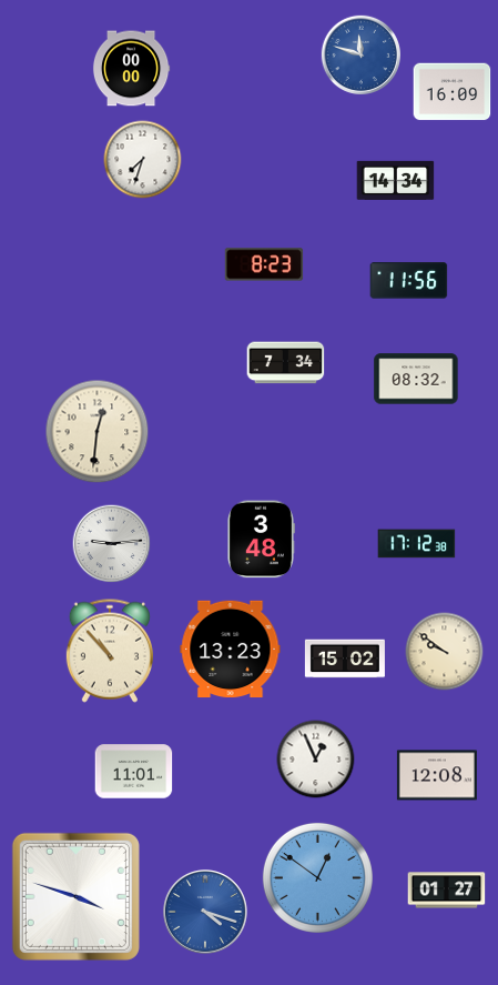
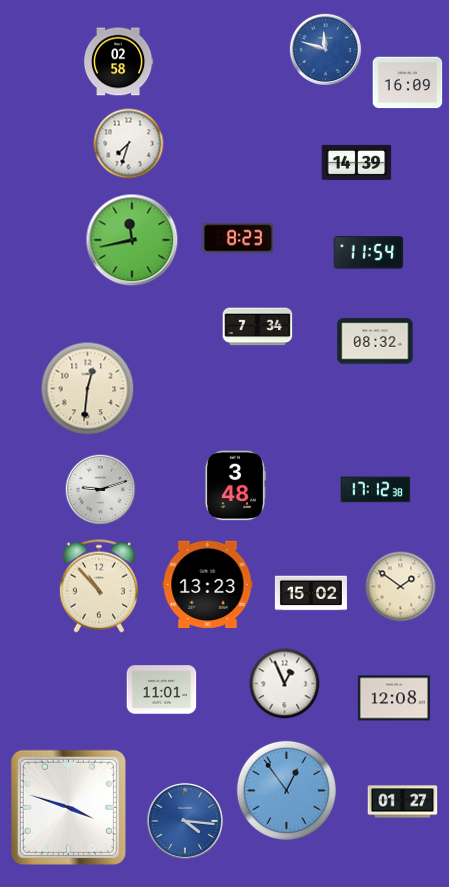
clock at (131, 69): 00:00 -> 02:58
clock at (396, 180): 14:34 -> 14:39
clock at (132, 240): none -> 11:43
clock at (409, 281): 11:56 -> 11:54
clock at (112, 544): 9:14 -> 9:12
clock at (445, 652): 9:51 -> 1:51
clock at (134, 772) position: (134, 772) -> (162, 690)
clock at (317, 877): 12:51 -> 12:54
clock at (205, 912): 4:18 -> 4:16
